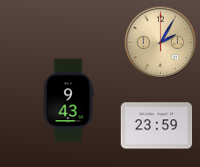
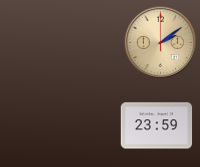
clock at (161, 43): 2:05 -> 2:09
clock at (68, 101): 9:43 -> none
